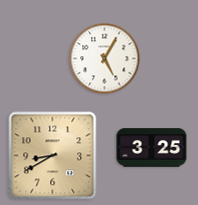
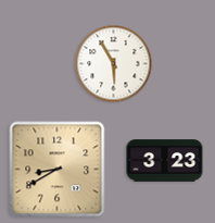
clock at (105, 59): 5:05 -> 5:55
clock at (152, 148): 3:25 -> 3:23
